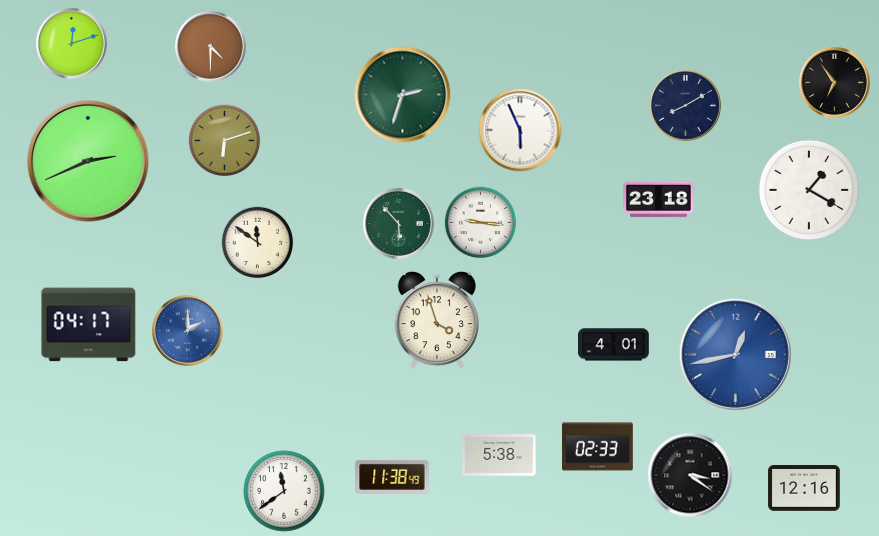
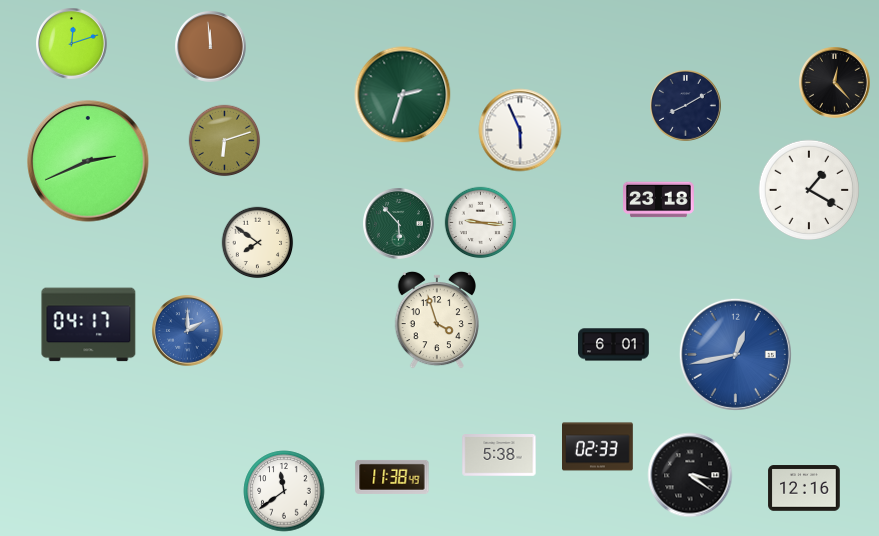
clock at (211, 47): 4:30 -> 11:59
clock at (835, 83): 6:54 -> 12:23
clock at (258, 243): 11:51 -> 7:51
clock at (614, 345): 4:01 -> 6:01
